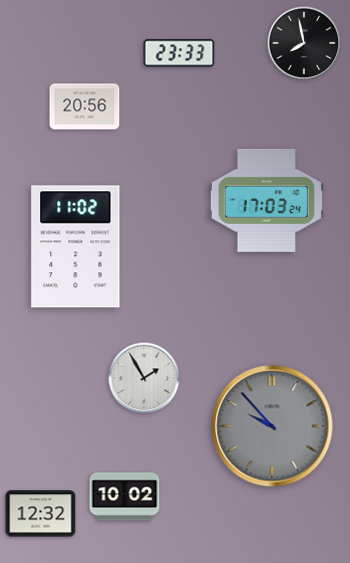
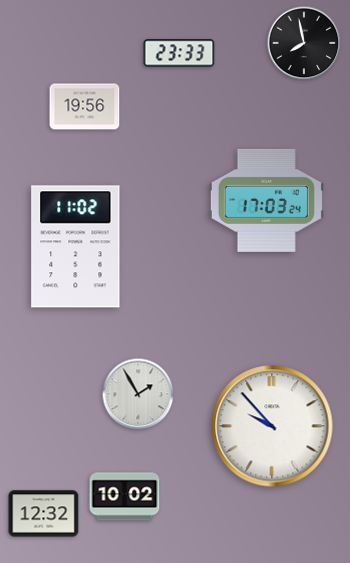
clock at (85, 107): 20:56 -> 19:56
clock at (144, 378) position: (144, 378) -> (138, 394)
clock at (272, 426) dial: grey -> white
clock at (41, 514) position: (41, 514) -> (44, 514)
